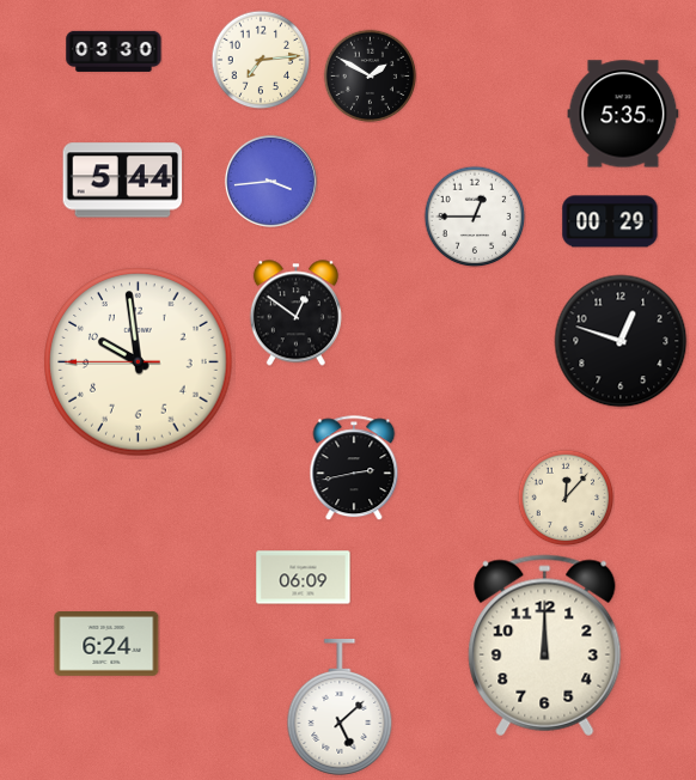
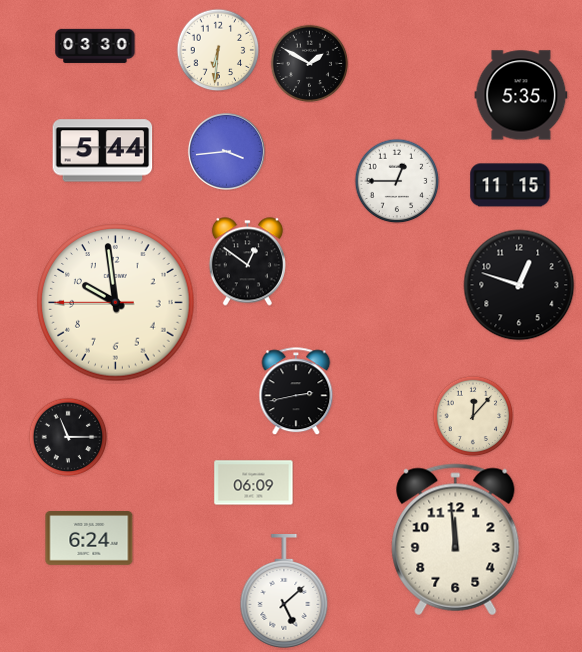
clock at (114, 51) position: (114, 51) -> (95, 46)
clock at (261, 60): 7:14 -> 6:31
clock at (610, 221): 00:29 -> 11:15
clock at (68, 437): none -> 11:15
clock at (545, 646): 12:00 -> 11:59
